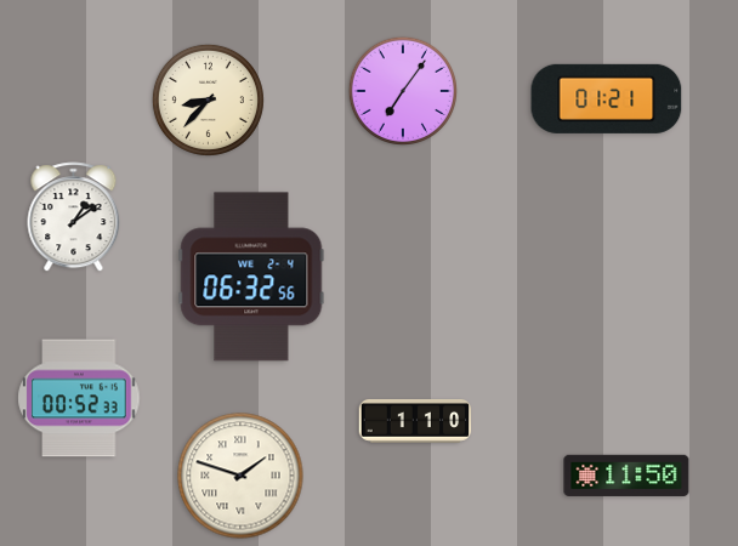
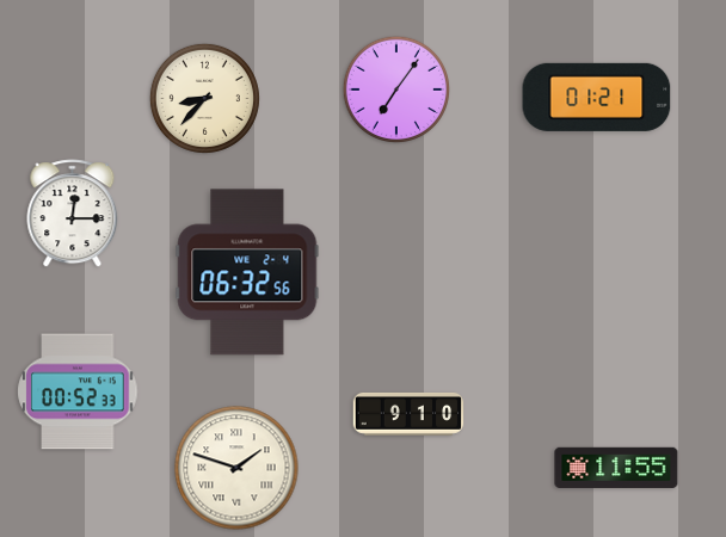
clock at (74, 217): 1:09 -> 12:15
clock at (415, 421): 1:10 -> 9:10
clock at (626, 476): 11:50 -> 11:55
